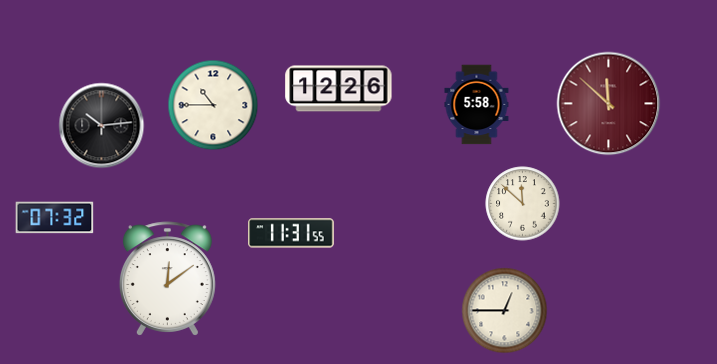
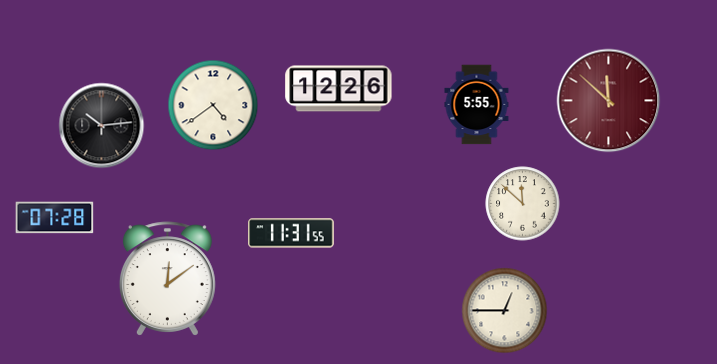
clock at (609, 104) position: (609, 104) -> (609, 101)
clock at (213, 105): 10:45 -> 4:39
clock at (477, 105): 5:58 -> 5:55
clock at (55, 218): 07:32 -> 07:28
